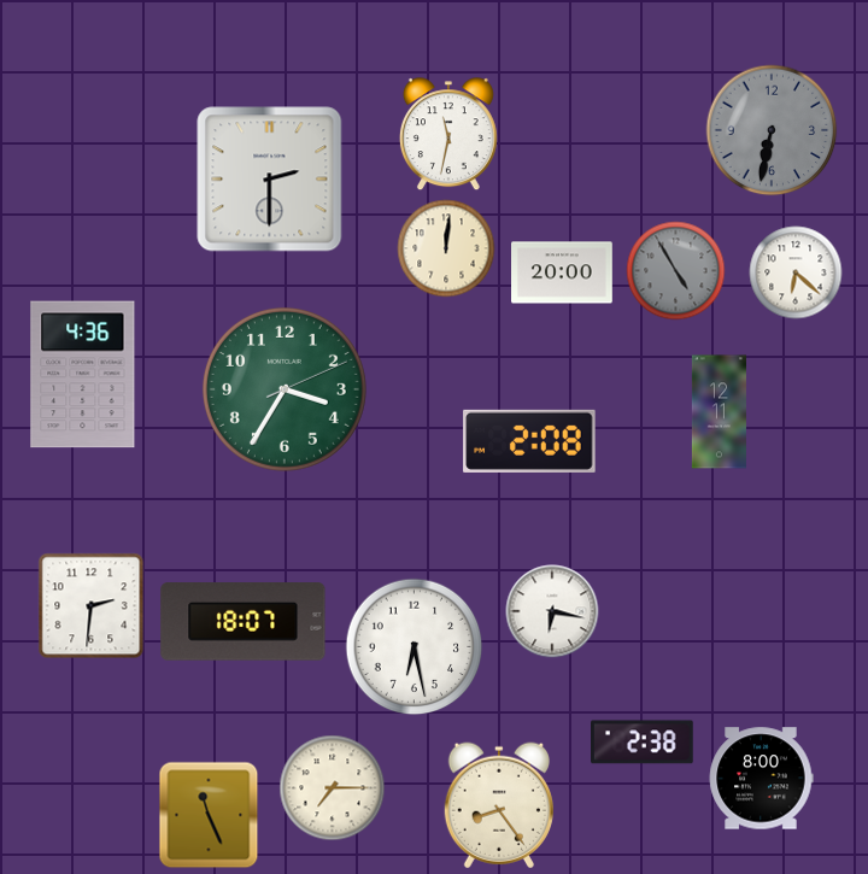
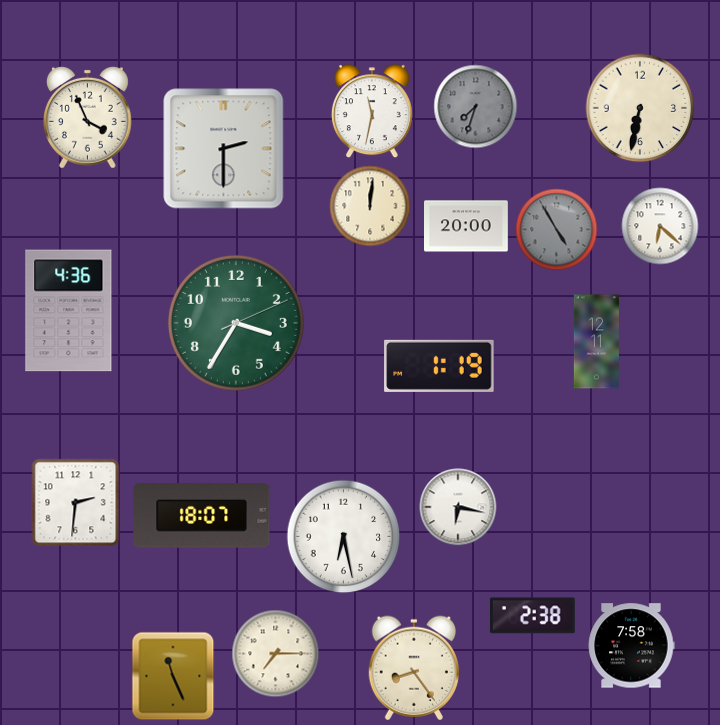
clock at (476, 107): none -> 7:33
clock at (772, 130) dial: grey -> cream
clock at (87, 117): none -> 3:56
clock at (676, 271) position: (676, 271) -> (557, 230)
clock at (529, 441): 2:08 -> 1:19
clock at (761, 779): 8:00 -> 7:58
